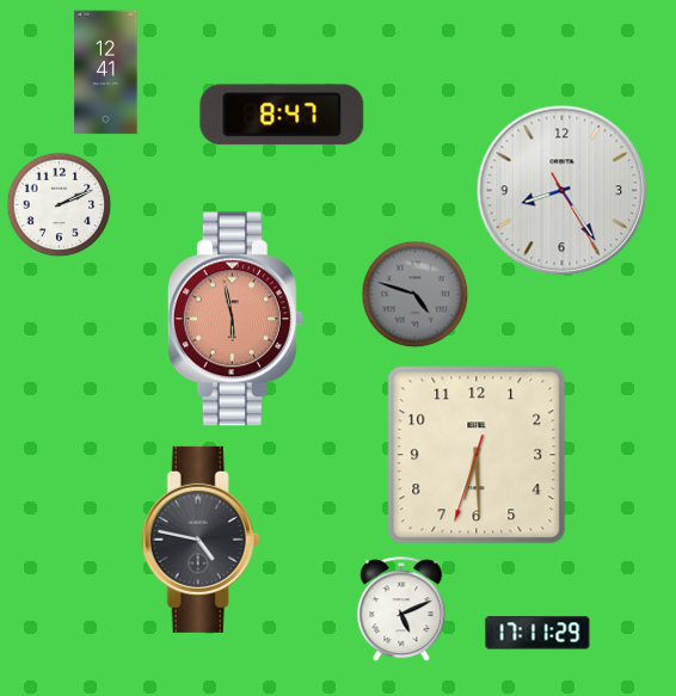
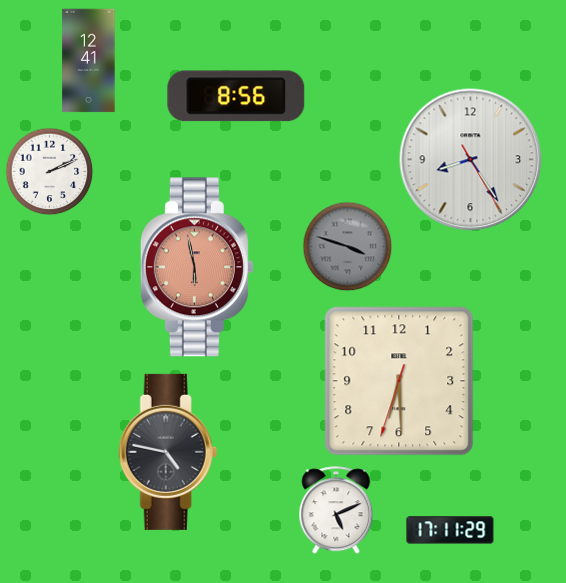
clock at (282, 115): 8:47 -> 8:56
clock at (414, 294): 4:48 -> 3:48
